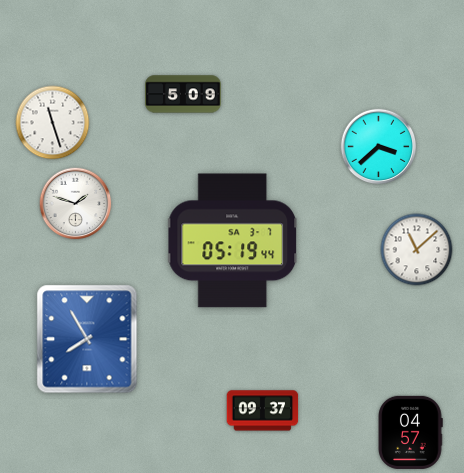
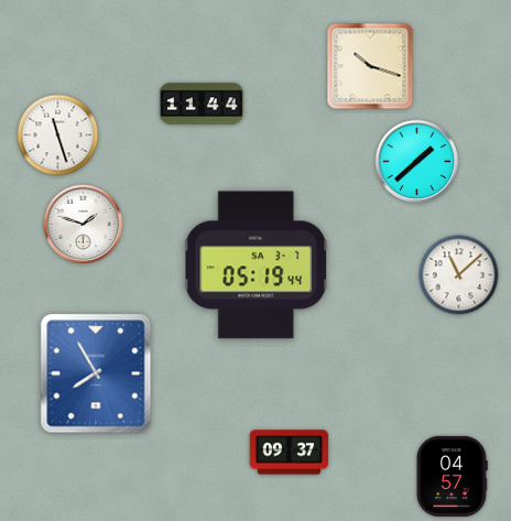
clock at (370, 66): none -> 10:18
clock at (183, 94): 5:09 -> 11:44
clock at (379, 147): 3:38 -> 1:38
